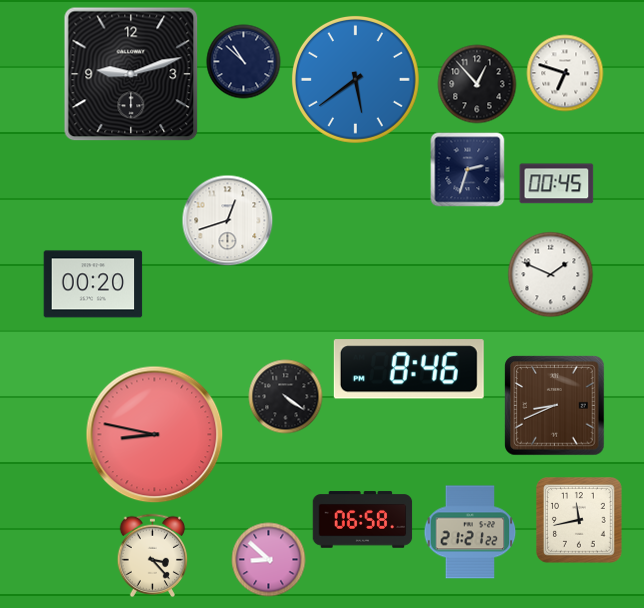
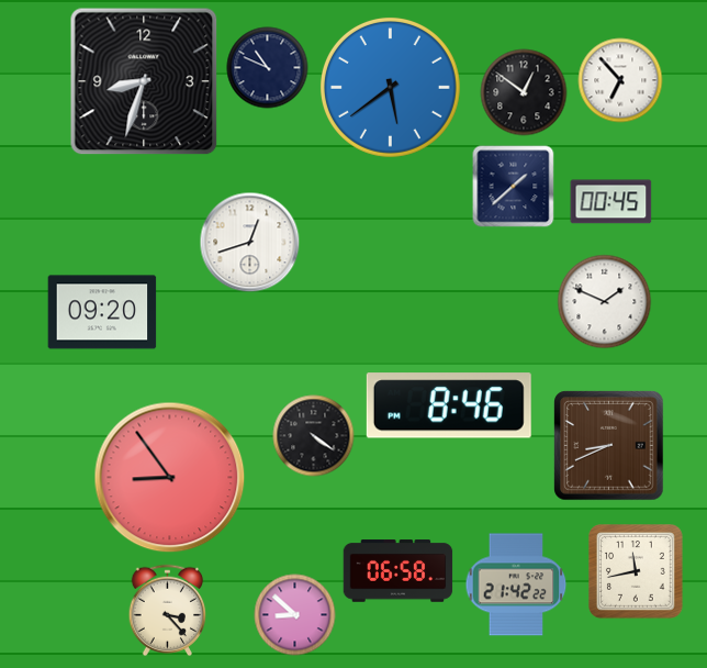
clock at (244, 62): 10:52 -> 10:49
clock at (565, 73): 6:48 -> 6:53
clock at (131, 74): 9:12 -> 8:33
clock at (477, 84): 12:53 -> 12:51
clock at (468, 170): 2:33 -> 1:38
clock at (93, 284): 00:20 -> 09:20
clock at (155, 435): 8:47 -> 8:54
clock at (470, 532): 21:21 -> 21:42
